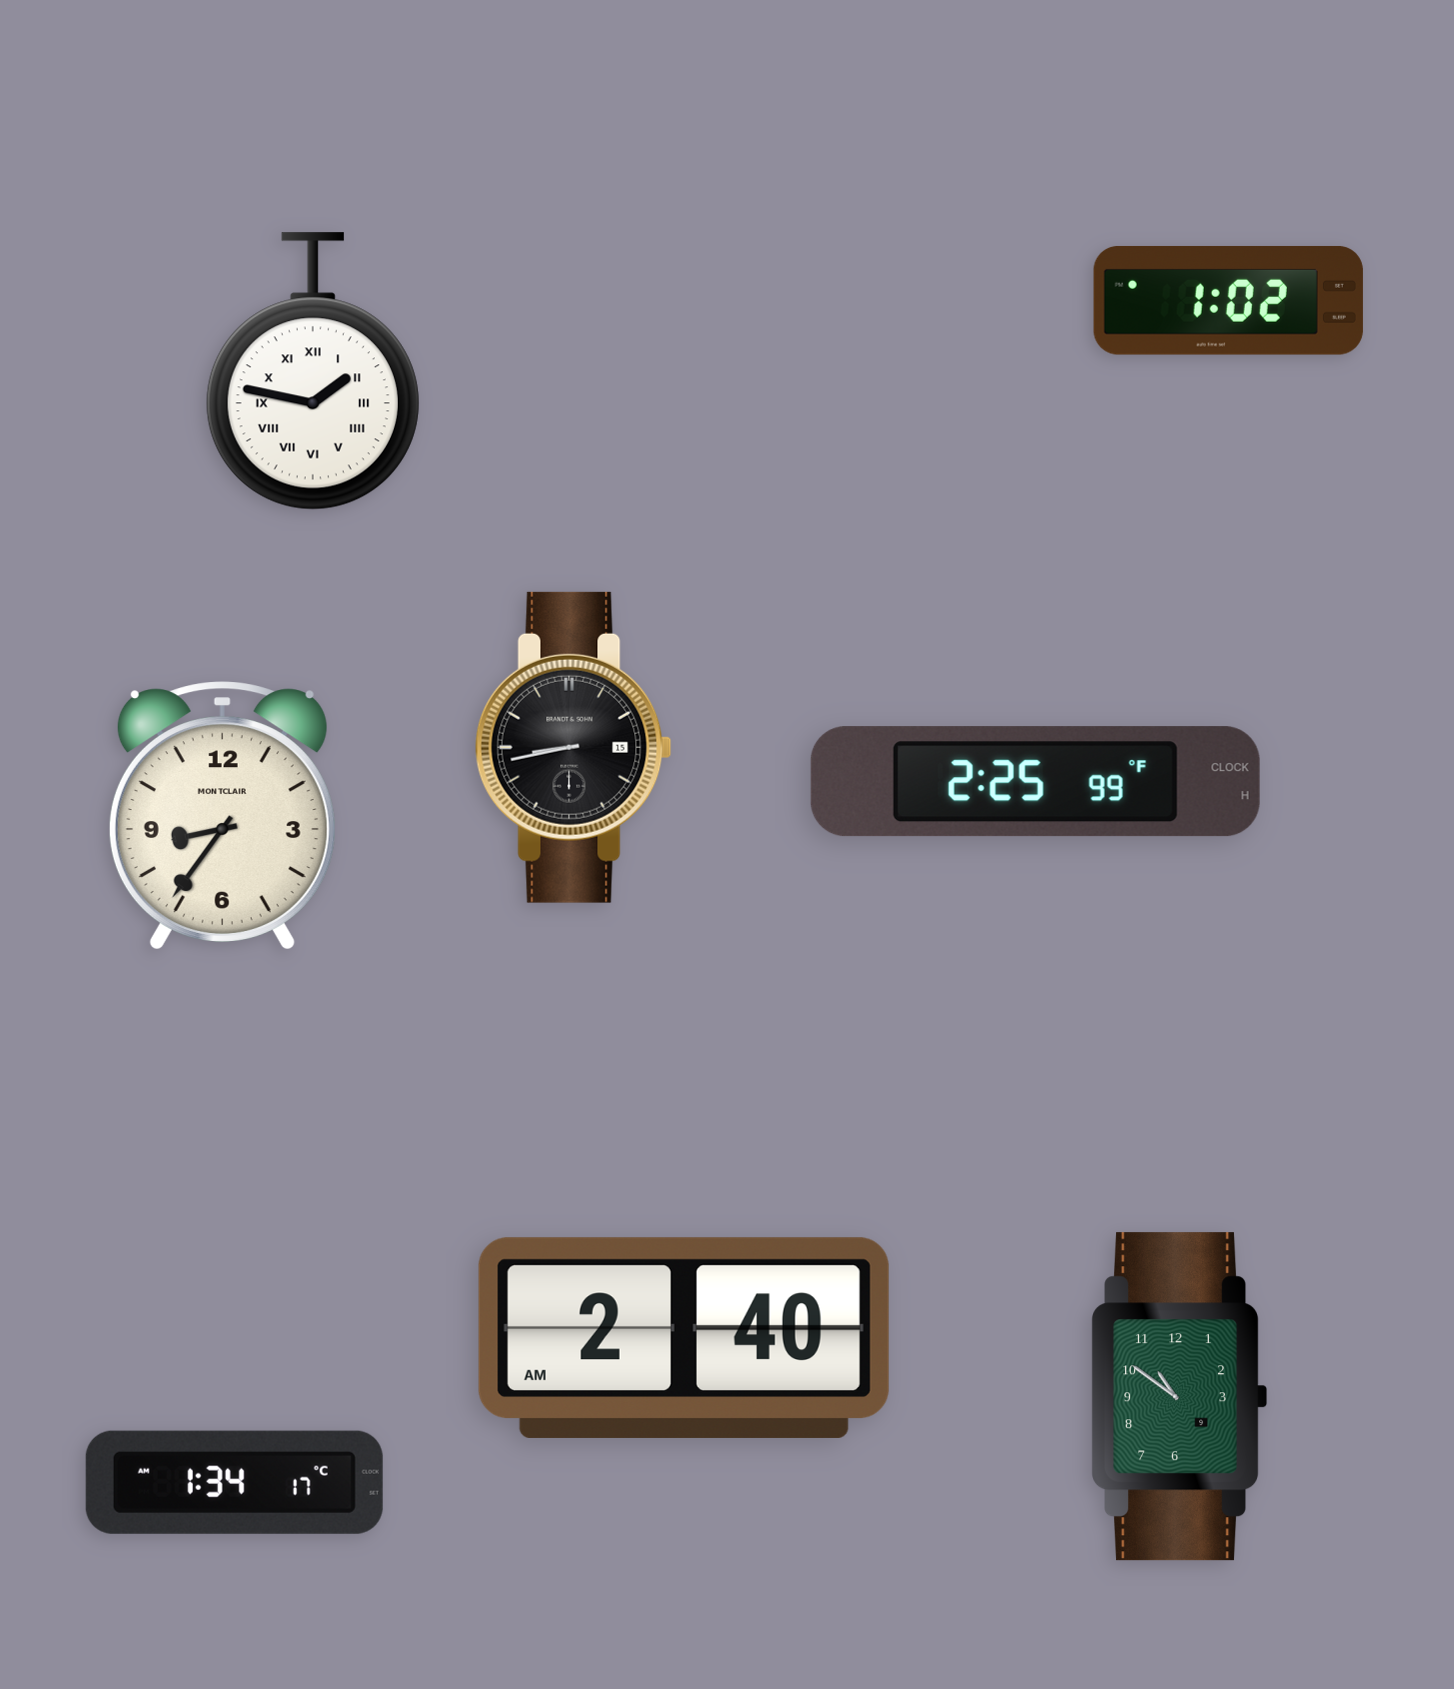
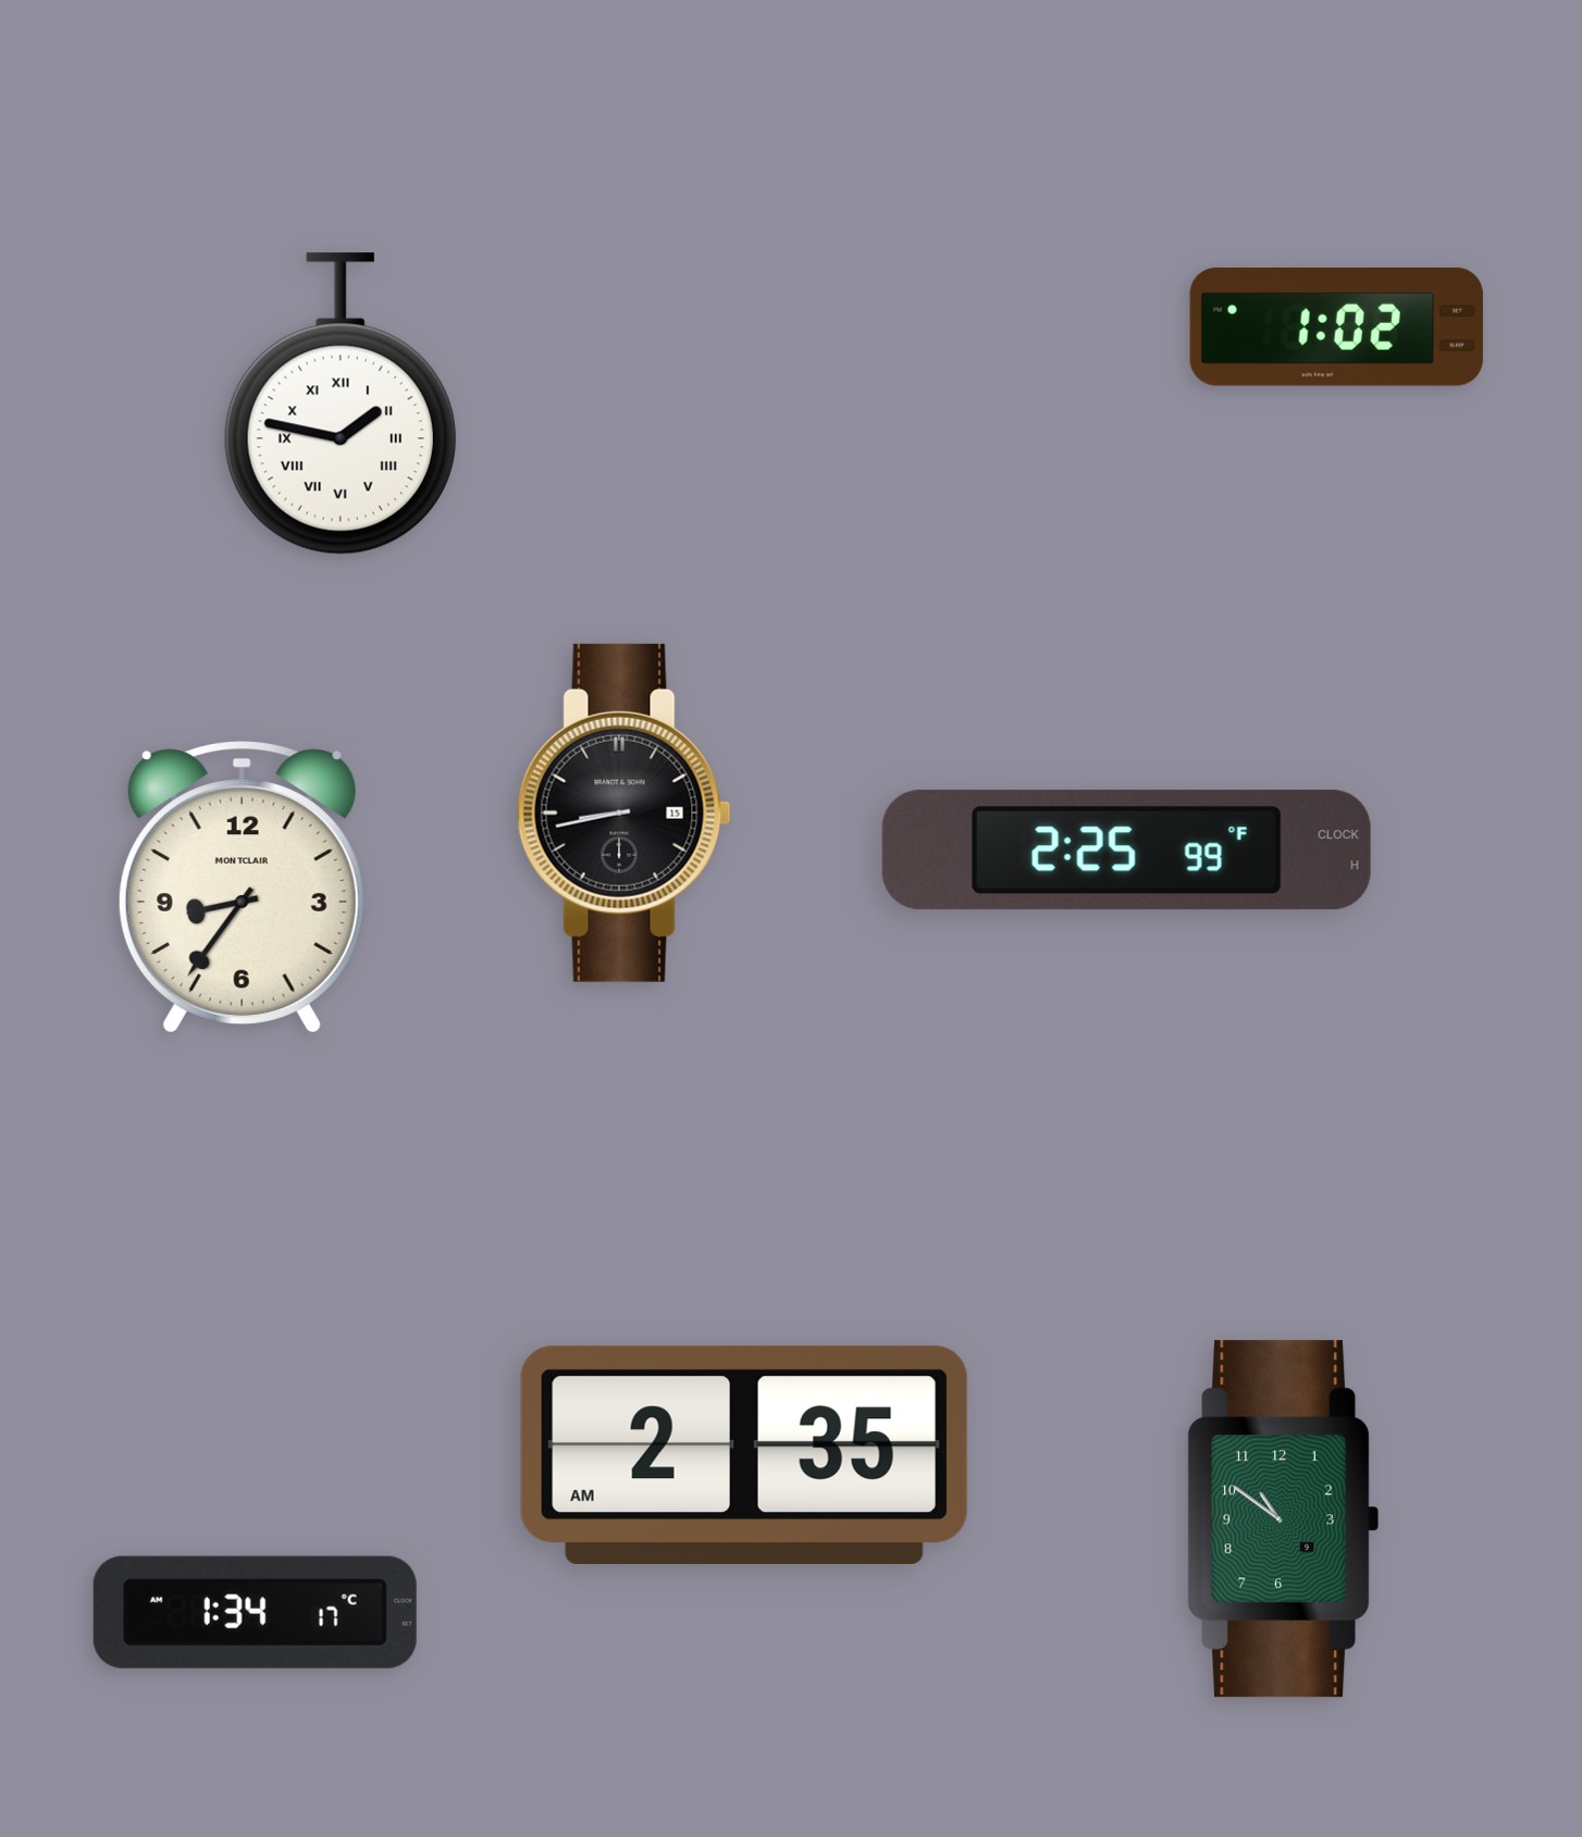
clock at (684, 1338): 2:40 -> 2:35
